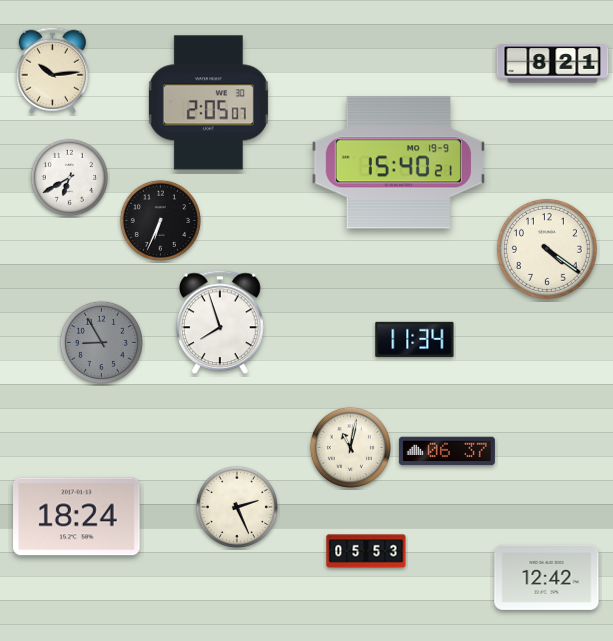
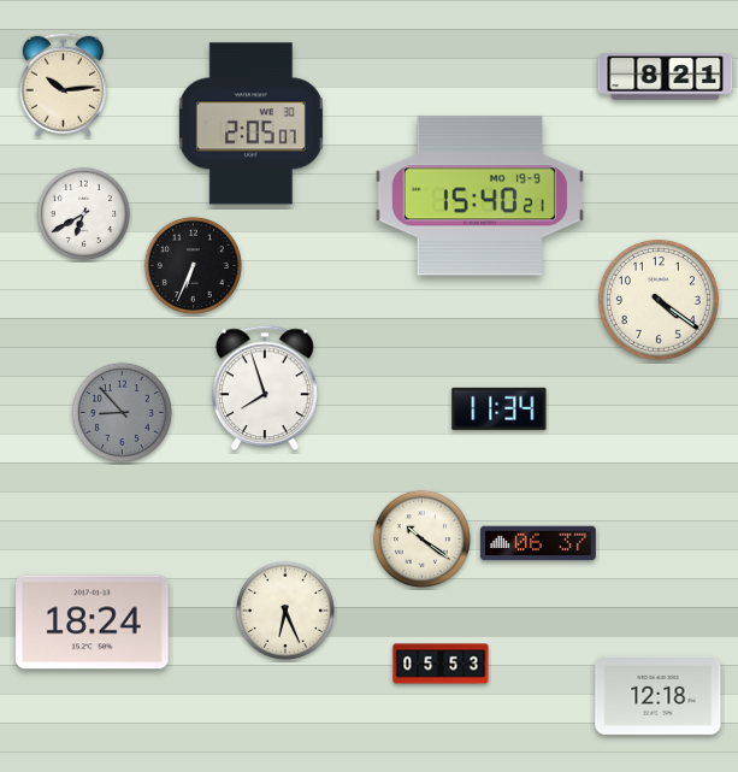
clock at (101, 342): 8:55 -> 8:53
clock at (350, 447): 11:02 -> 10:21
clock at (237, 507): 2:26 -> 6:26
clock at (547, 577): 12:42 -> 12:18
